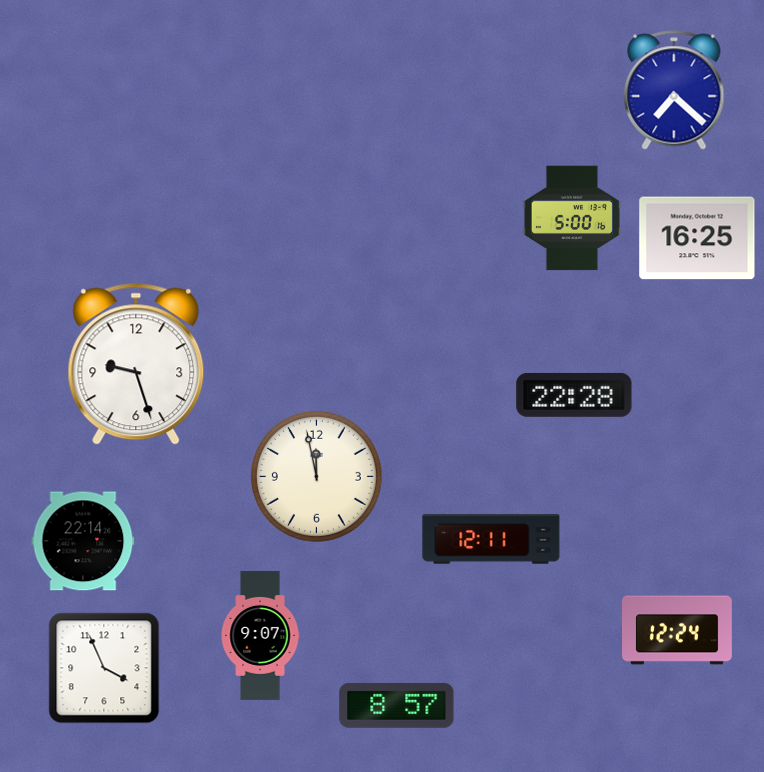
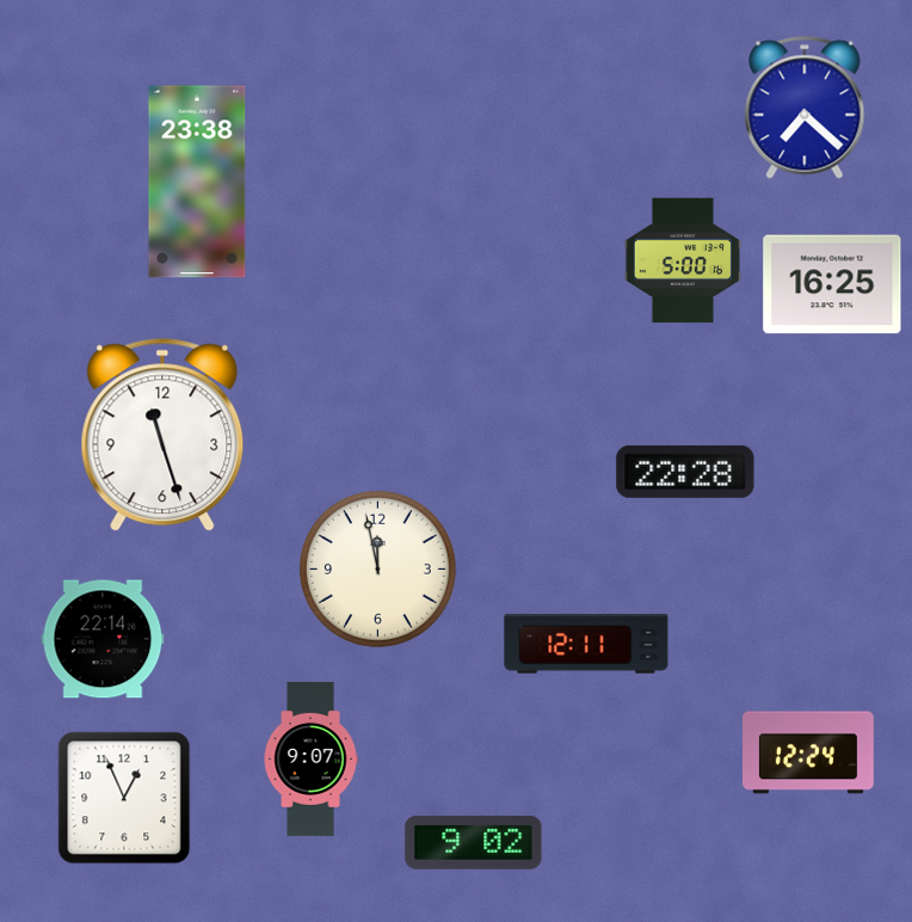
clock at (197, 182): none -> 23:38
clock at (136, 364): 9:27 -> 11:27
clock at (83, 541) position: (83, 541) -> (103, 639)
clock at (104, 668): 3:56 -> 12:56
clock at (397, 705): 8:57 -> 9:02
